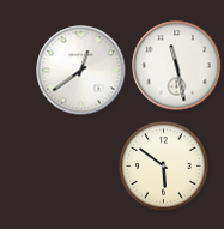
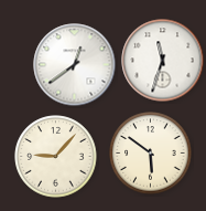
clock at (177, 66): 11:28 -> 11:33
clock at (56, 157): none -> 9:07
